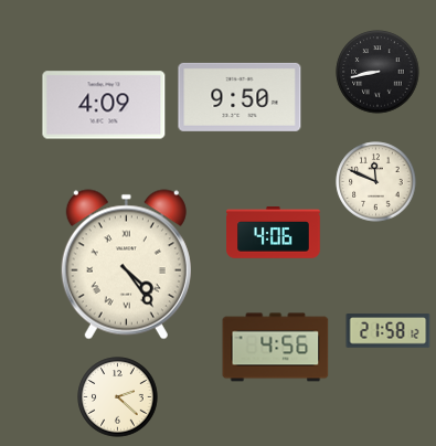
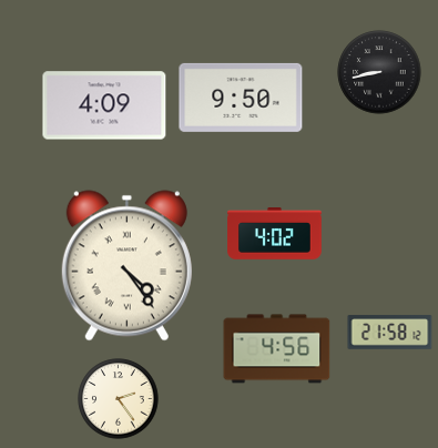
clock at (376, 182): 11:49 -> none
clock at (274, 233): 4:06 -> 4:02
clock at (118, 397): 2:22 -> 2:24
